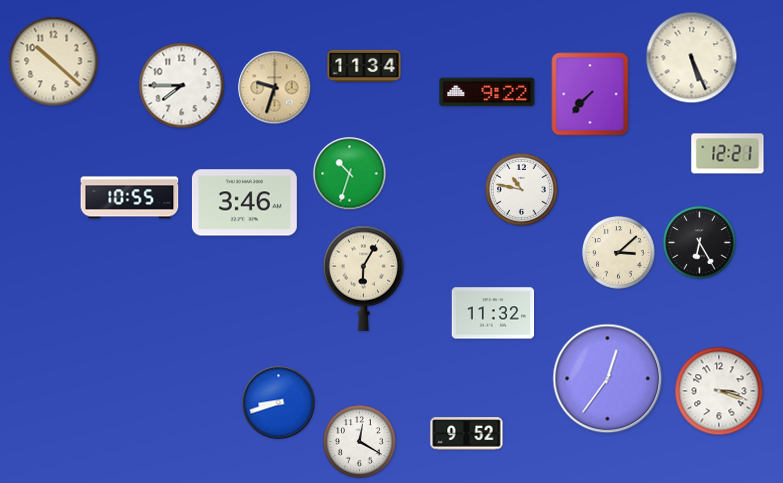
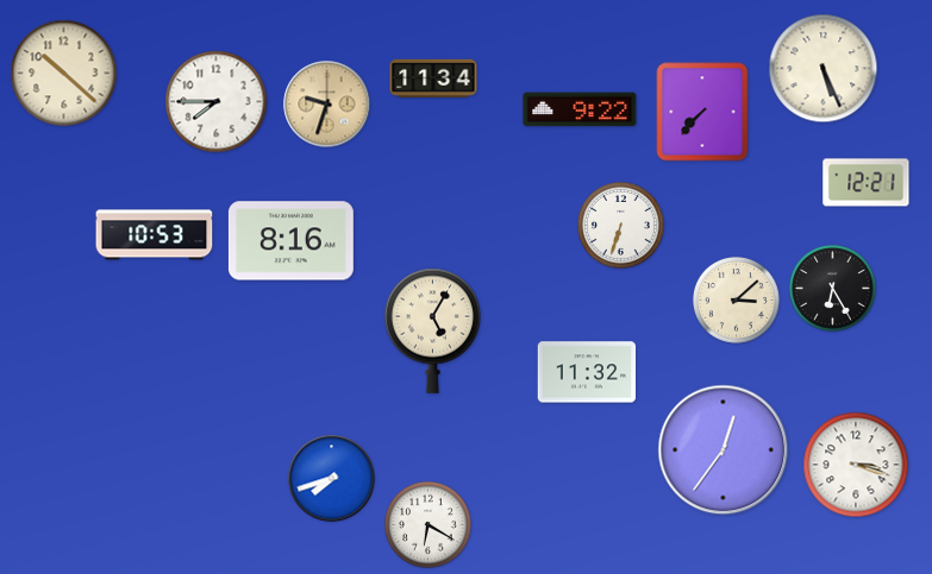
clock at (350, 174): 10:33 -> none
clock at (522, 190): 10:47 -> 6:33
clock at (130, 198): 10:55 -> 10:53
clock at (244, 203): 3:46 -> 8:16
clock at (364, 278): 6:05 -> 5:05
clock at (279, 403): 8:42 -> 7:42
clock at (467, 434): 9:52 -> none
clock at (360, 442): 12:20 -> 6:20
